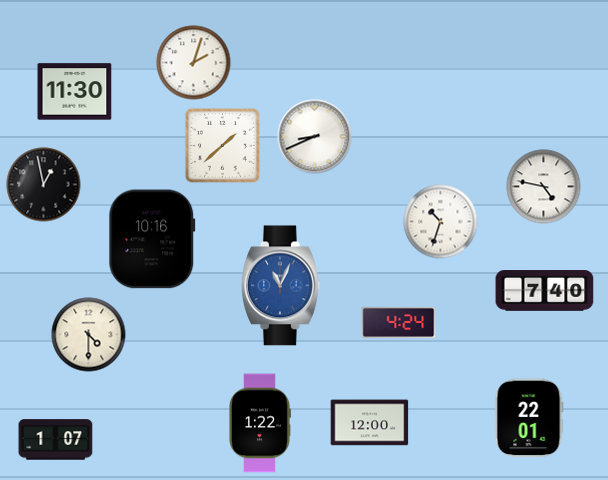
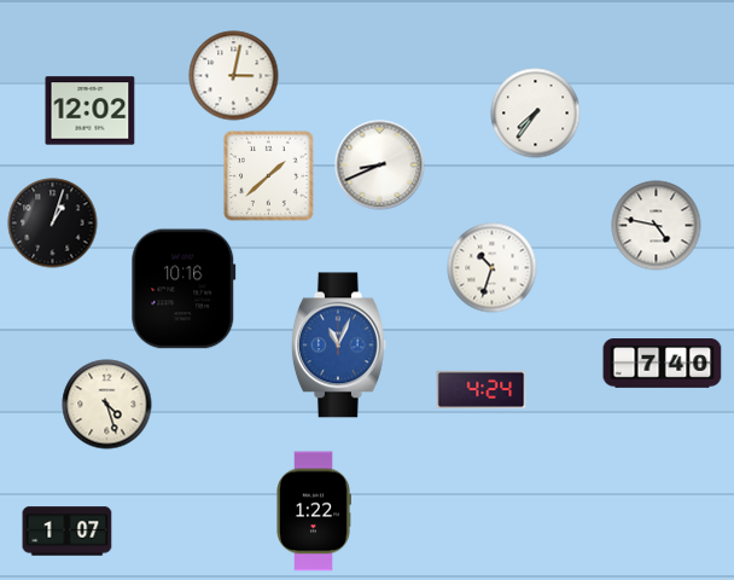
clock at (194, 63): 2:03 -> 3:02
clock at (75, 92): 11:30 -> 12:02
clock at (536, 114): none -> 7:36
clock at (44, 185): 12:58 -> 1:03
clock at (441, 222) position: (441, 222) -> (493, 268)
clock at (545, 291) position: (545, 291) -> (663, 364)
clock at (89, 335): 4:30 -> 4:27
clock at (529, 418): 22:01 -> none
clock at (370, 423): 12:00 -> none
